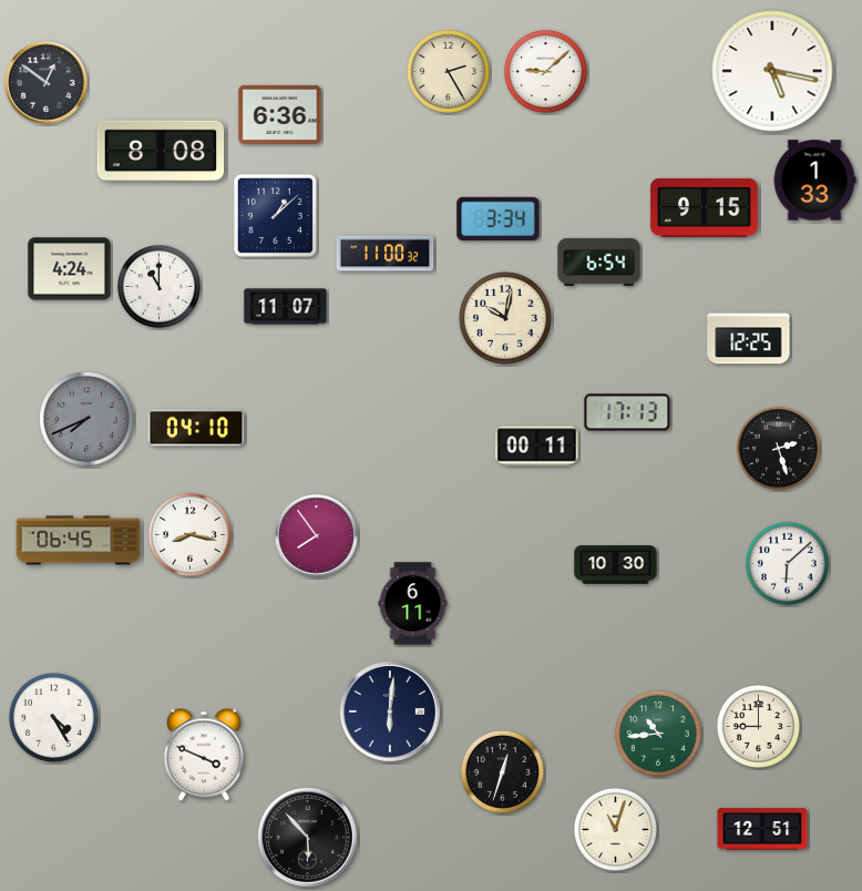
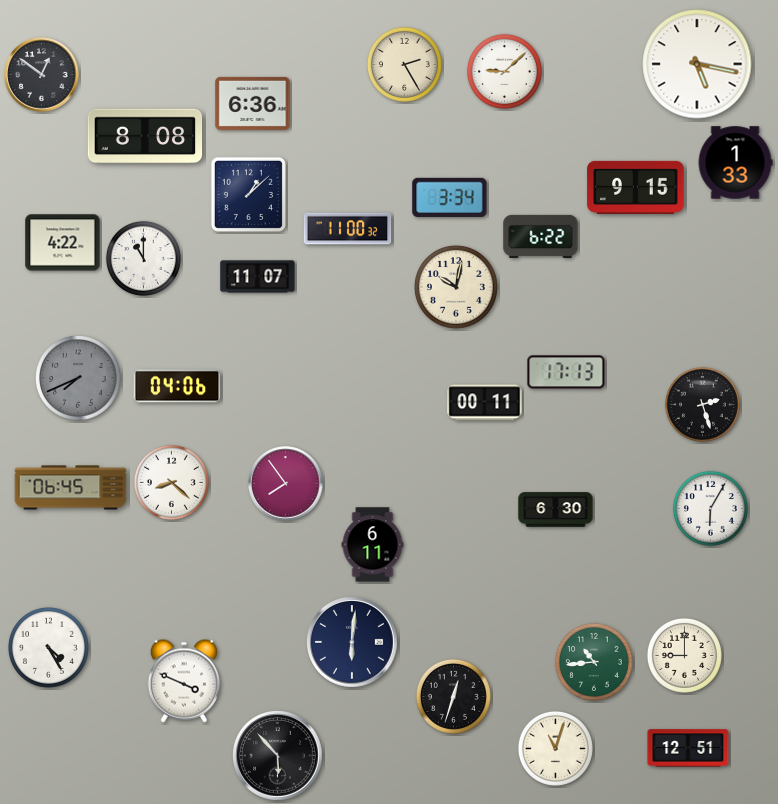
clock at (545, 71) position: (545, 71) -> (504, 71)
clock at (599, 262): 6:54 -> 6:22
clock at (70, 269): 4:24 -> 4:22
clock at (749, 339): 12:25 -> none
clock at (196, 428): 04:10 -> 04:06
clock at (189, 534): 8:17 -> 8:22
clock at (787, 563): 6:08 -> 6:05
clock at (616, 565): 10:30 -> 6:30
